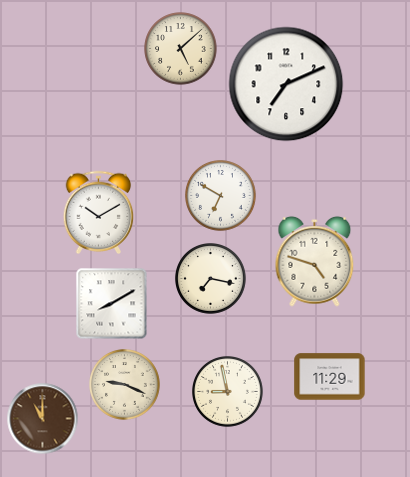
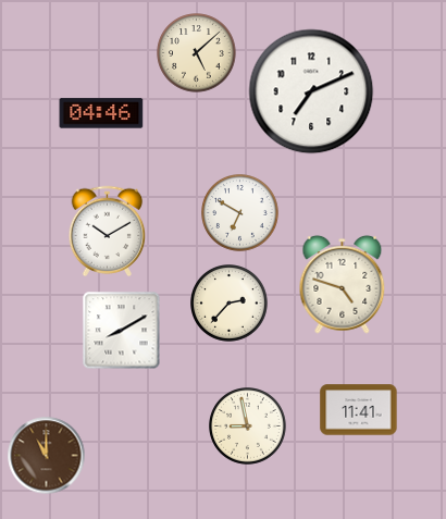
clock at (101, 113): none -> 04:46
clock at (211, 279): 7:17 -> 2:37
clock at (330, 377): 11:29 -> 11:41
clock at (125, 385): 9:19 -> none
